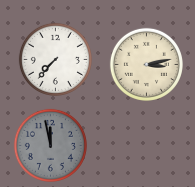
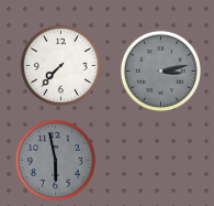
clock at (146, 64) dial: cream -> grey
clock at (50, 145): 11:58 -> 5:58
